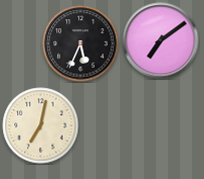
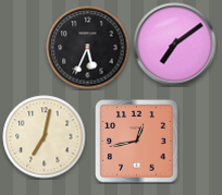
clock at (137, 142): none -> 12:43
